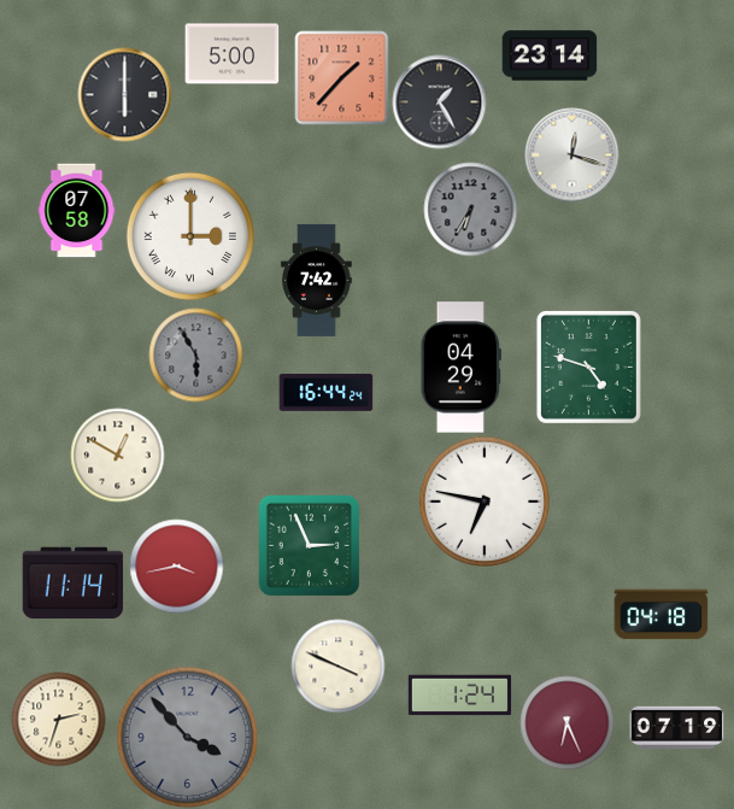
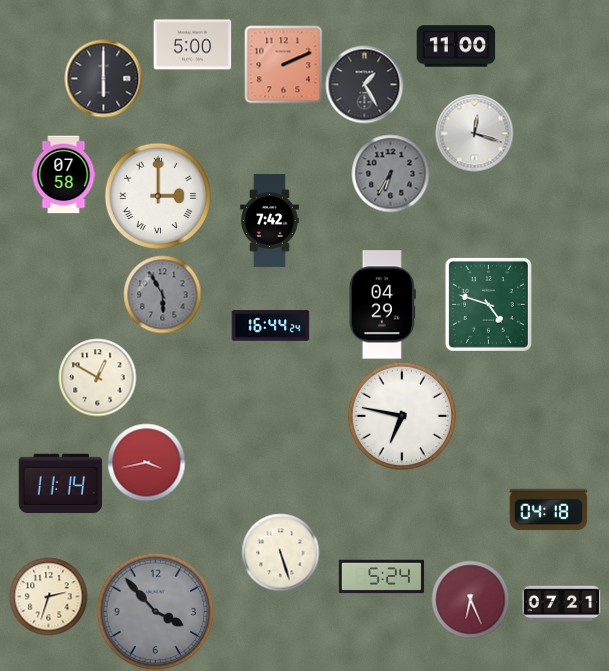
clock at (550, 55): 23:14 -> 11:00
clock at (341, 77): 1:37 -> 2:11
clock at (571, 154) position: (571, 154) -> (474, 133)
clock at (317, 280) position: (317, 280) -> (270, 220)
clock at (309, 545): 2:56 -> none
clock at (176, 565) position: (176, 565) -> (146, 462)
clock at (337, 666): 3:49 -> 5:27
clock at (459, 696): 1:24 -> 5:24
clock at (676, 728): 07:19 -> 07:21
